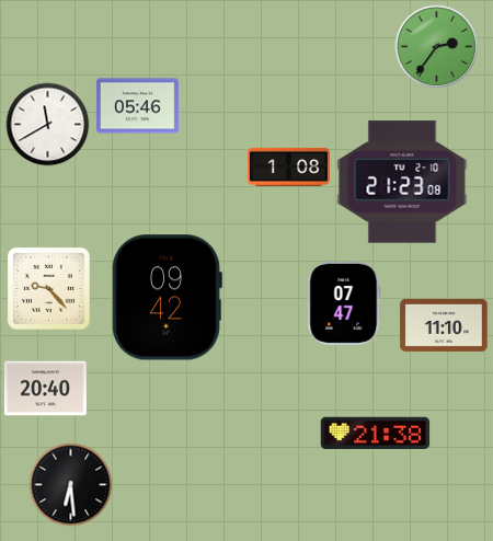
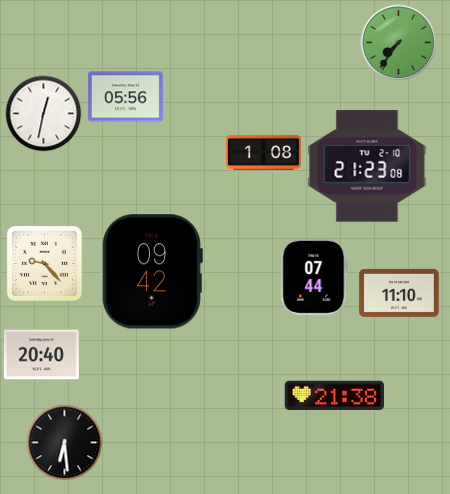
clock at (437, 47): 2:36 -> 7:36
clock at (137, 106): 05:46 -> 05:56
clock at (48, 125): 11:40 -> 12:32
clock at (344, 303): 07:47 -> 07:44
clock at (444, 325) position: (444, 325) -> (399, 293)
clock at (376, 434) position: (376, 434) -> (335, 396)
